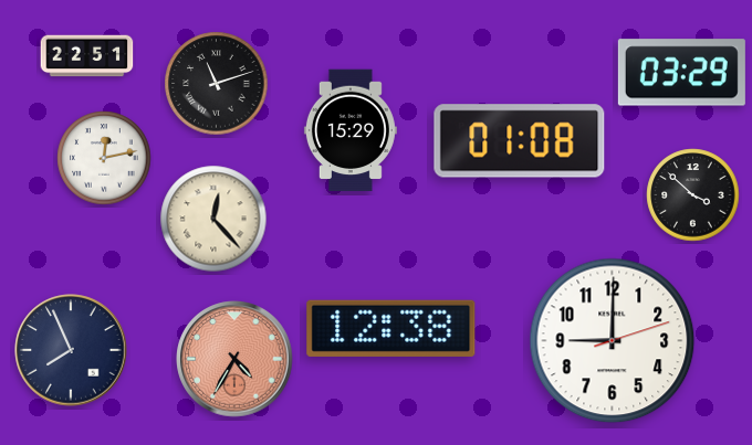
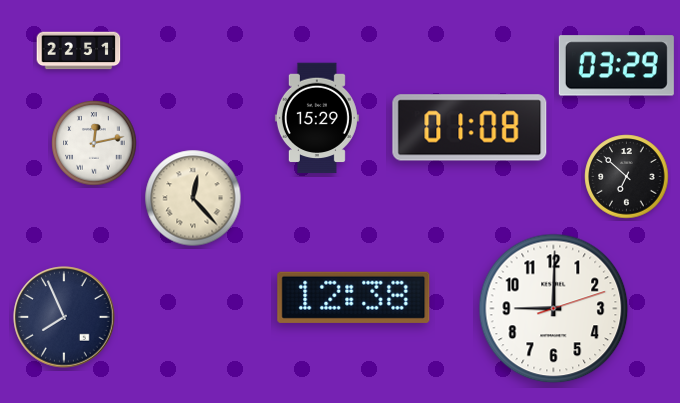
clock at (217, 84): 11:12 -> none
clock at (693, 195): 3:52 -> 6:52
clock at (234, 359): 4:35 -> none
